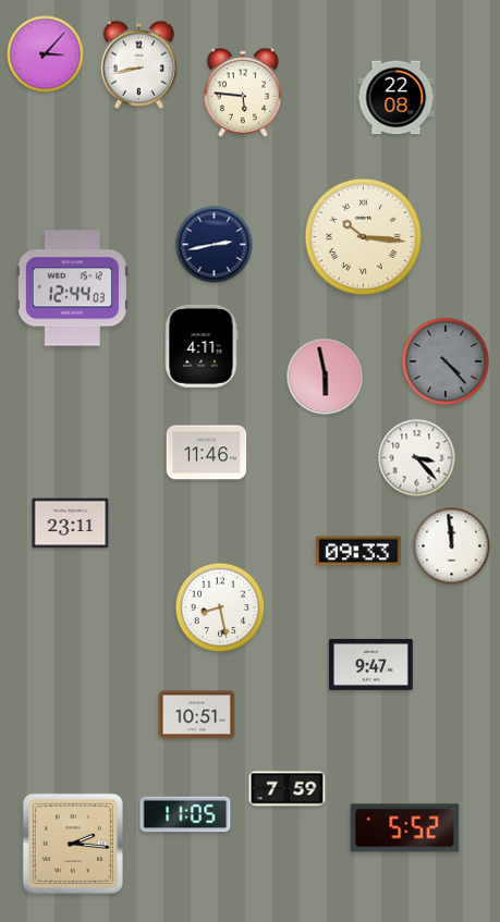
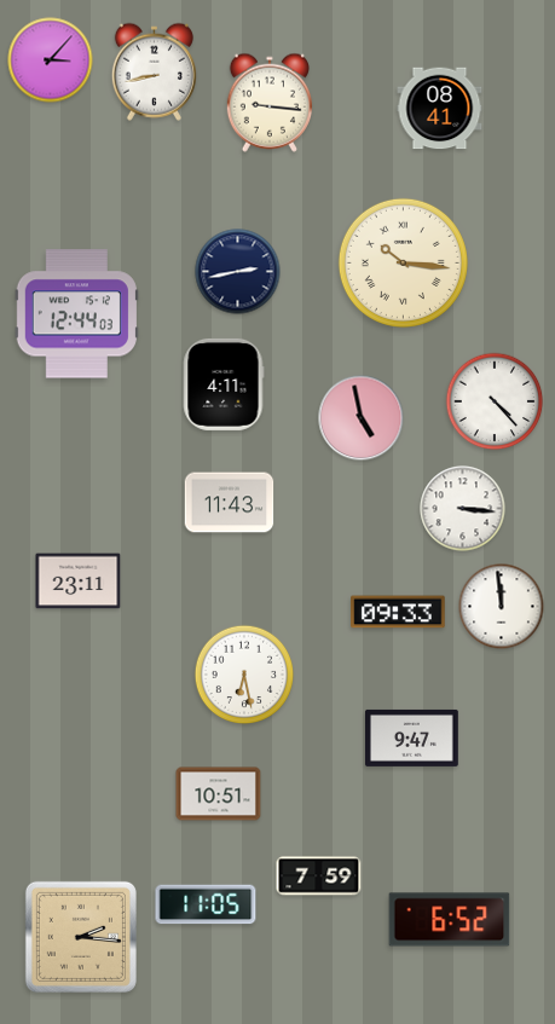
clock at (242, 93): 5:46 -> 9:16
clock at (397, 98): 22:08 -> 08:41
clock at (72, 288) position: (72, 288) -> (76, 314)
clock at (446, 361) dial: grey -> white
clock at (326, 377): 5:58 -> 4:58
clock at (207, 453): 11:46 -> 11:43
clock at (417, 458): 3:23 -> 3:16
clock at (220, 607): 8:28 -> 6:28
clock at (405, 828): 5:52 -> 6:52
